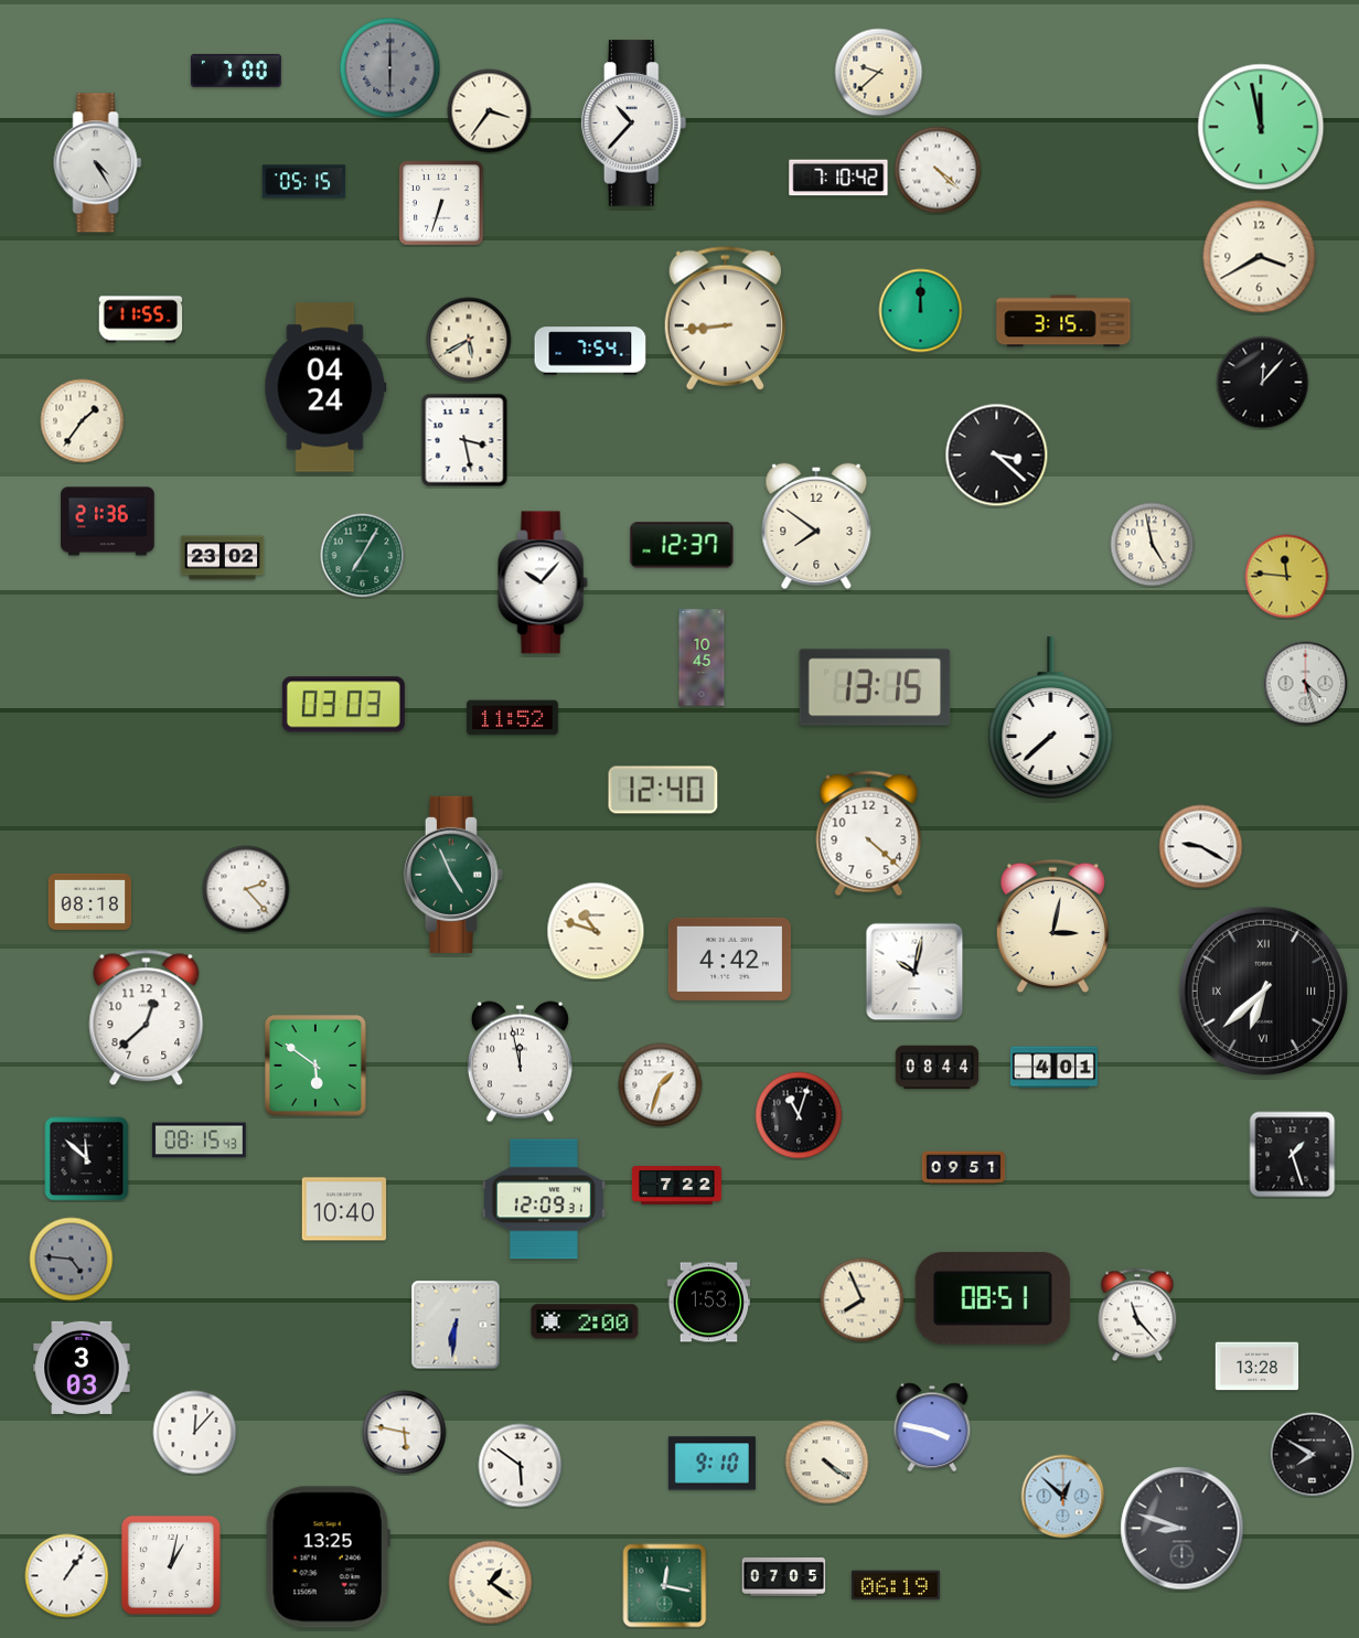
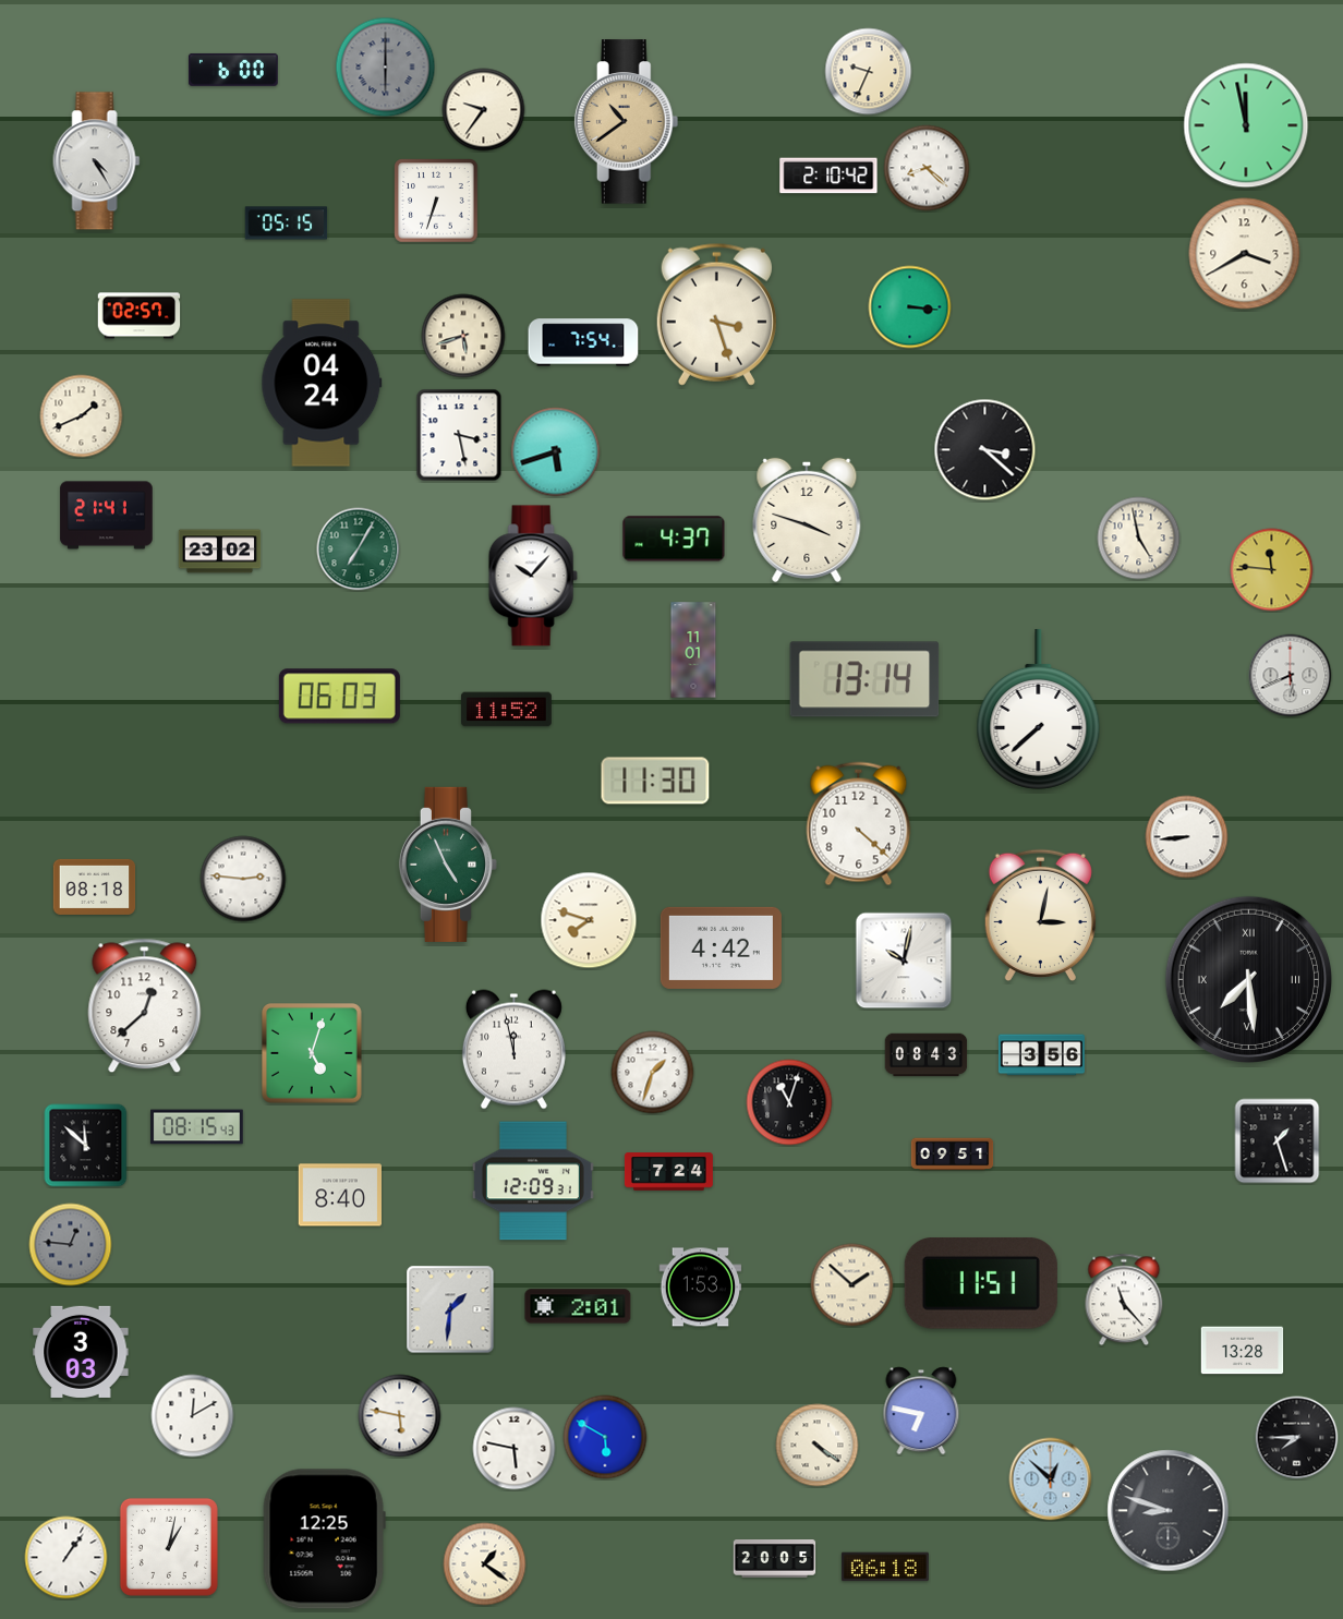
clock at (236, 71): 7:00 -> 6:00
clock at (879, 73): 9:38 -> 9:34
clock at (490, 111): 3:36 -> 9:36
clock at (634, 124): 10:37 -> 10:39
clock at (634, 124) dial: white -> champagne
clock at (938, 170): 4:22 -> 8:22
clock at (838, 178): 7:10 -> 2:10
clock at (304, 182) position: (304, 182) -> (287, 223)
clock at (921, 311): 12:00 -> 3:16
clock at (725, 318): 8:44 -> 3:27
clock at (141, 320): 11:55 -> 02:57
clock at (1063, 321): 3:15 -> none
clock at (469, 340): 5:40 -> 5:42
clock at (590, 351) position: (590, 351) -> (583, 342)
clock at (1263, 383): 12:07 -> none
clock at (83, 421): 1:36 -> 1:41
clock at (556, 452): none -> 5:42
clock at (108, 522): 21:36 -> 21:41
clock at (816, 526): 7:51 -> 3:48
clock at (682, 545): 12:37 -> 4:37
clock at (543, 582) position: (543, 582) -> (533, 576)
clock at (702, 657): 10:45 -> 11:01
clock at (1306, 684): 4:27 -> 5:41
clock at (875, 687): 13:15 -> 13:14
clock at (343, 705): 03:03 -> 06:03
clock at (663, 790): 12:40 -> 11:30
clock at (1201, 847): 9:20 -> 8:44
clock at (246, 889): 2:23 -> 2:46
clock at (90, 901) position: (90, 901) -> (95, 886)
clock at (596, 931): 10:48 -> 7:48
clock at (1263, 991): 6:38 -> 7:29
clock at (317, 1067): 5:51 -> 5:03
clock at (938, 1068): 08:44 -> 08:43
clock at (1053, 1068): 4:01 -> 3:56
clock at (676, 1186): 7:22 -> 7:24
clock at (544, 1199) position: (544, 1199) -> (533, 1181)
clock at (343, 1209): 10:40 -> 8:40
clock at (72, 1260): 4:46 -> 12:46
clock at (993, 1299): 08:51 -> 11:51
clock at (863, 1300): 7:56 -> 1:52
clock at (585, 1321): 2:00 -> 2:01
clock at (456, 1325): 6:31 -> 1:31
clock at (932, 1427): 3:47 -> 6:47
clock at (195, 1433): 12:07 -> 12:10
clock at (605, 1437): none -> 5:50
clock at (1313, 1455): 7:50 -> 7:45
clock at (711, 1464): 9:10 -> none
clock at (521, 1466): 5:51 -> 5:47
clock at (328, 1557): 13:25 -> 12:25
clock at (784, 1577): 07:05 -> 20:05
clock at (896, 1585): 06:19 -> 06:18
clock at (665, 1586): 12:17 -> none
